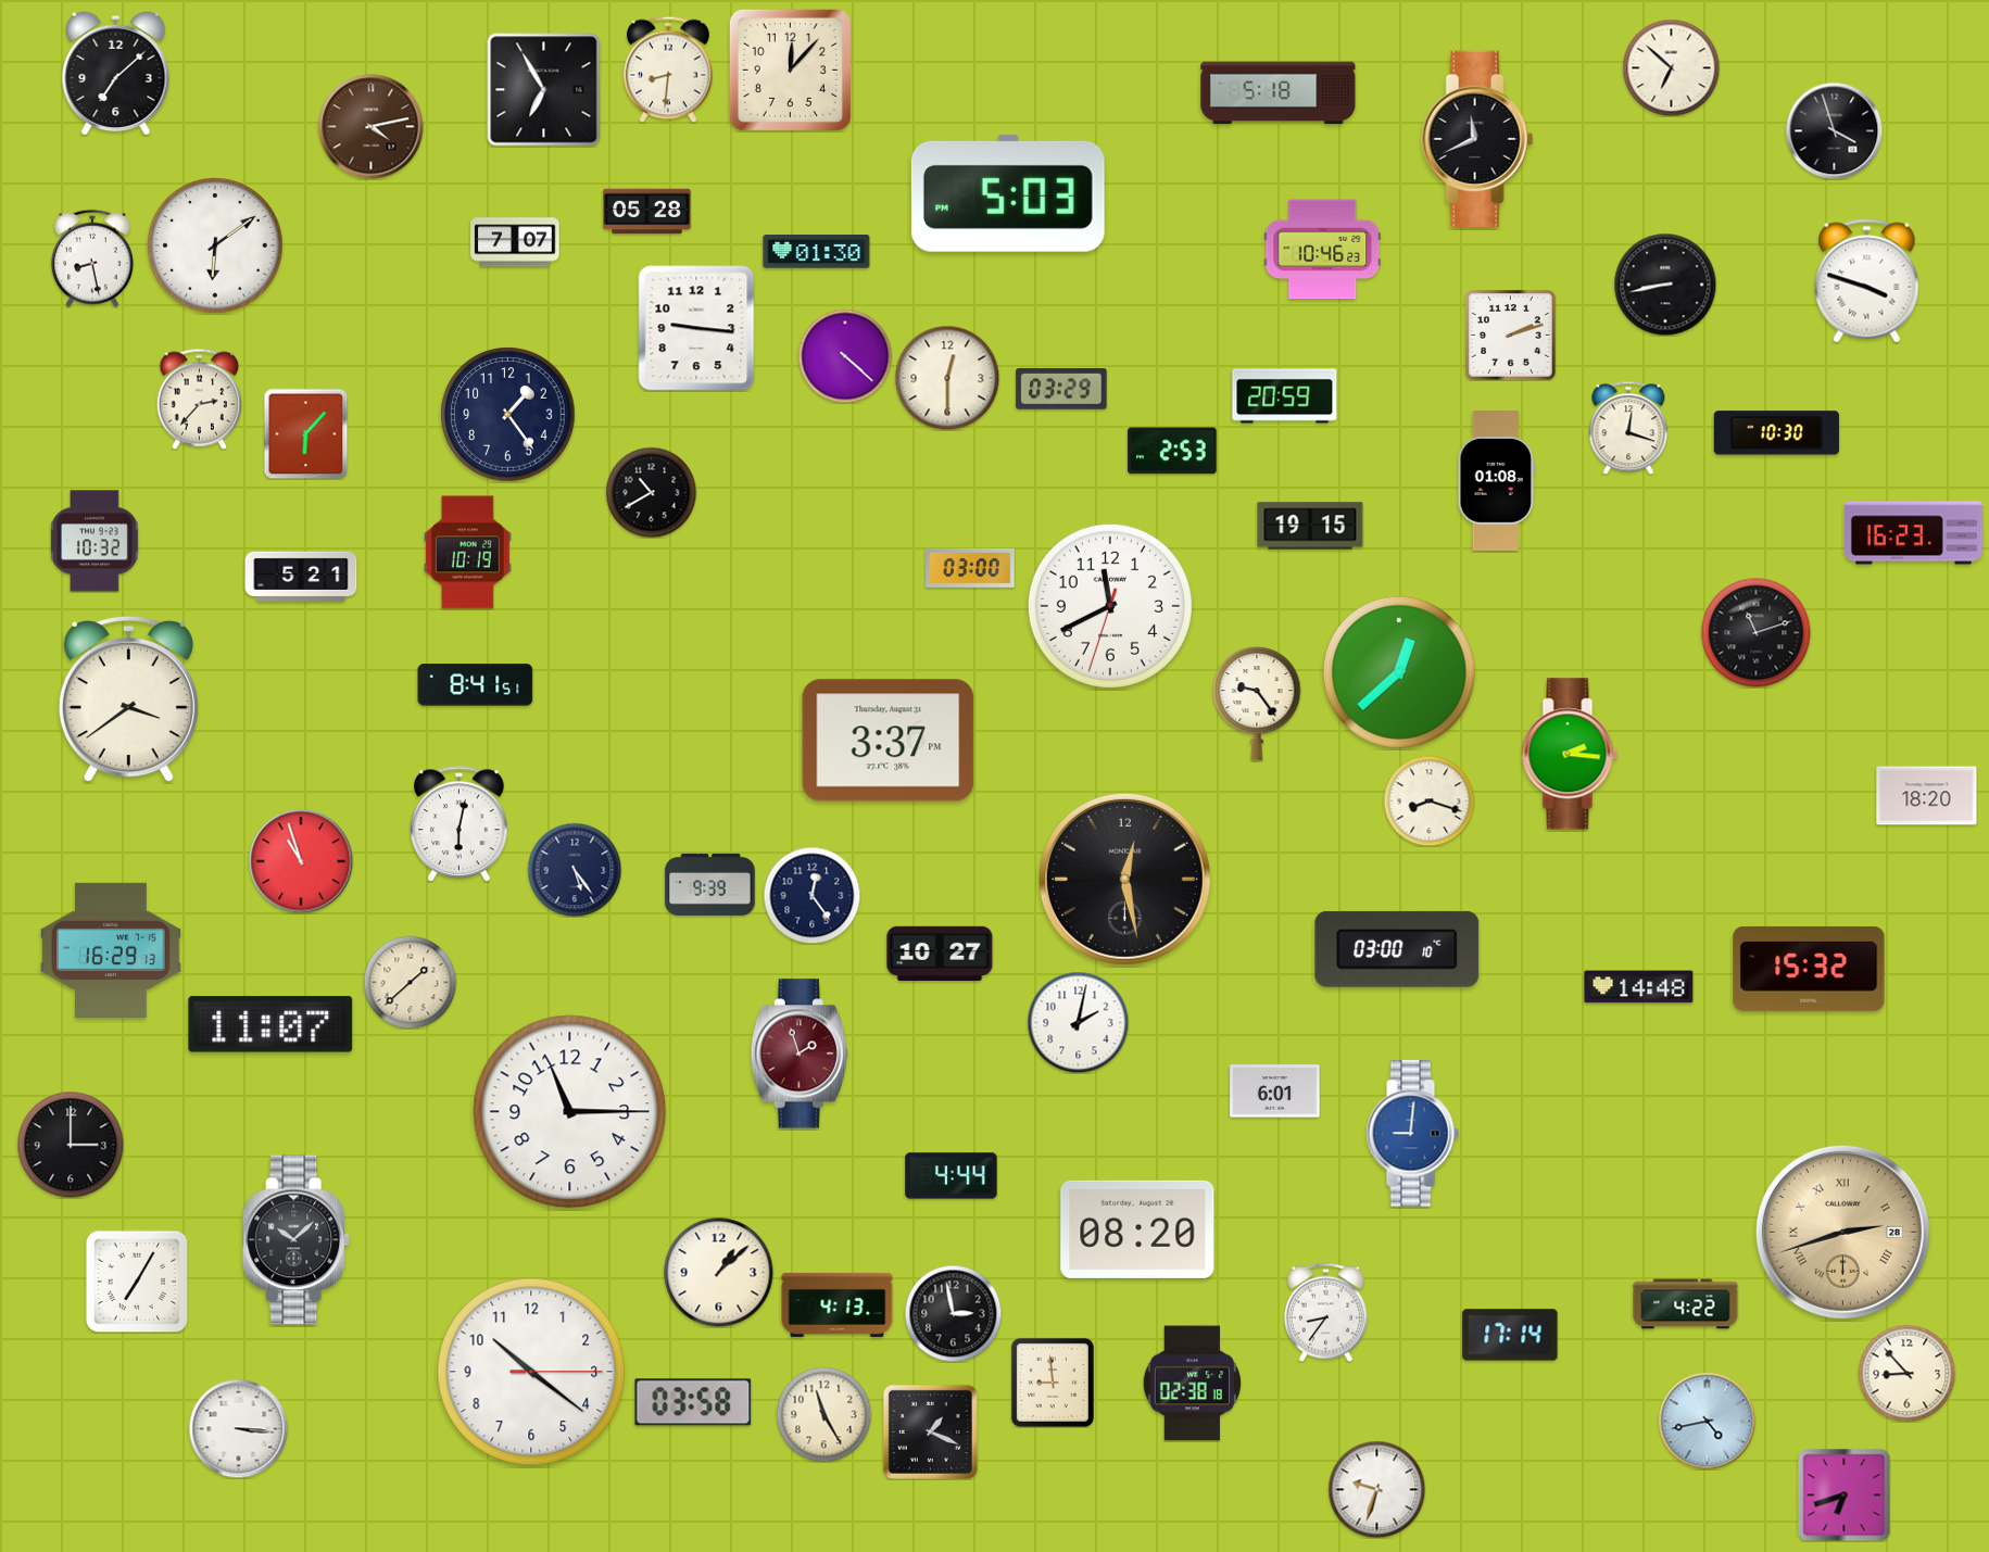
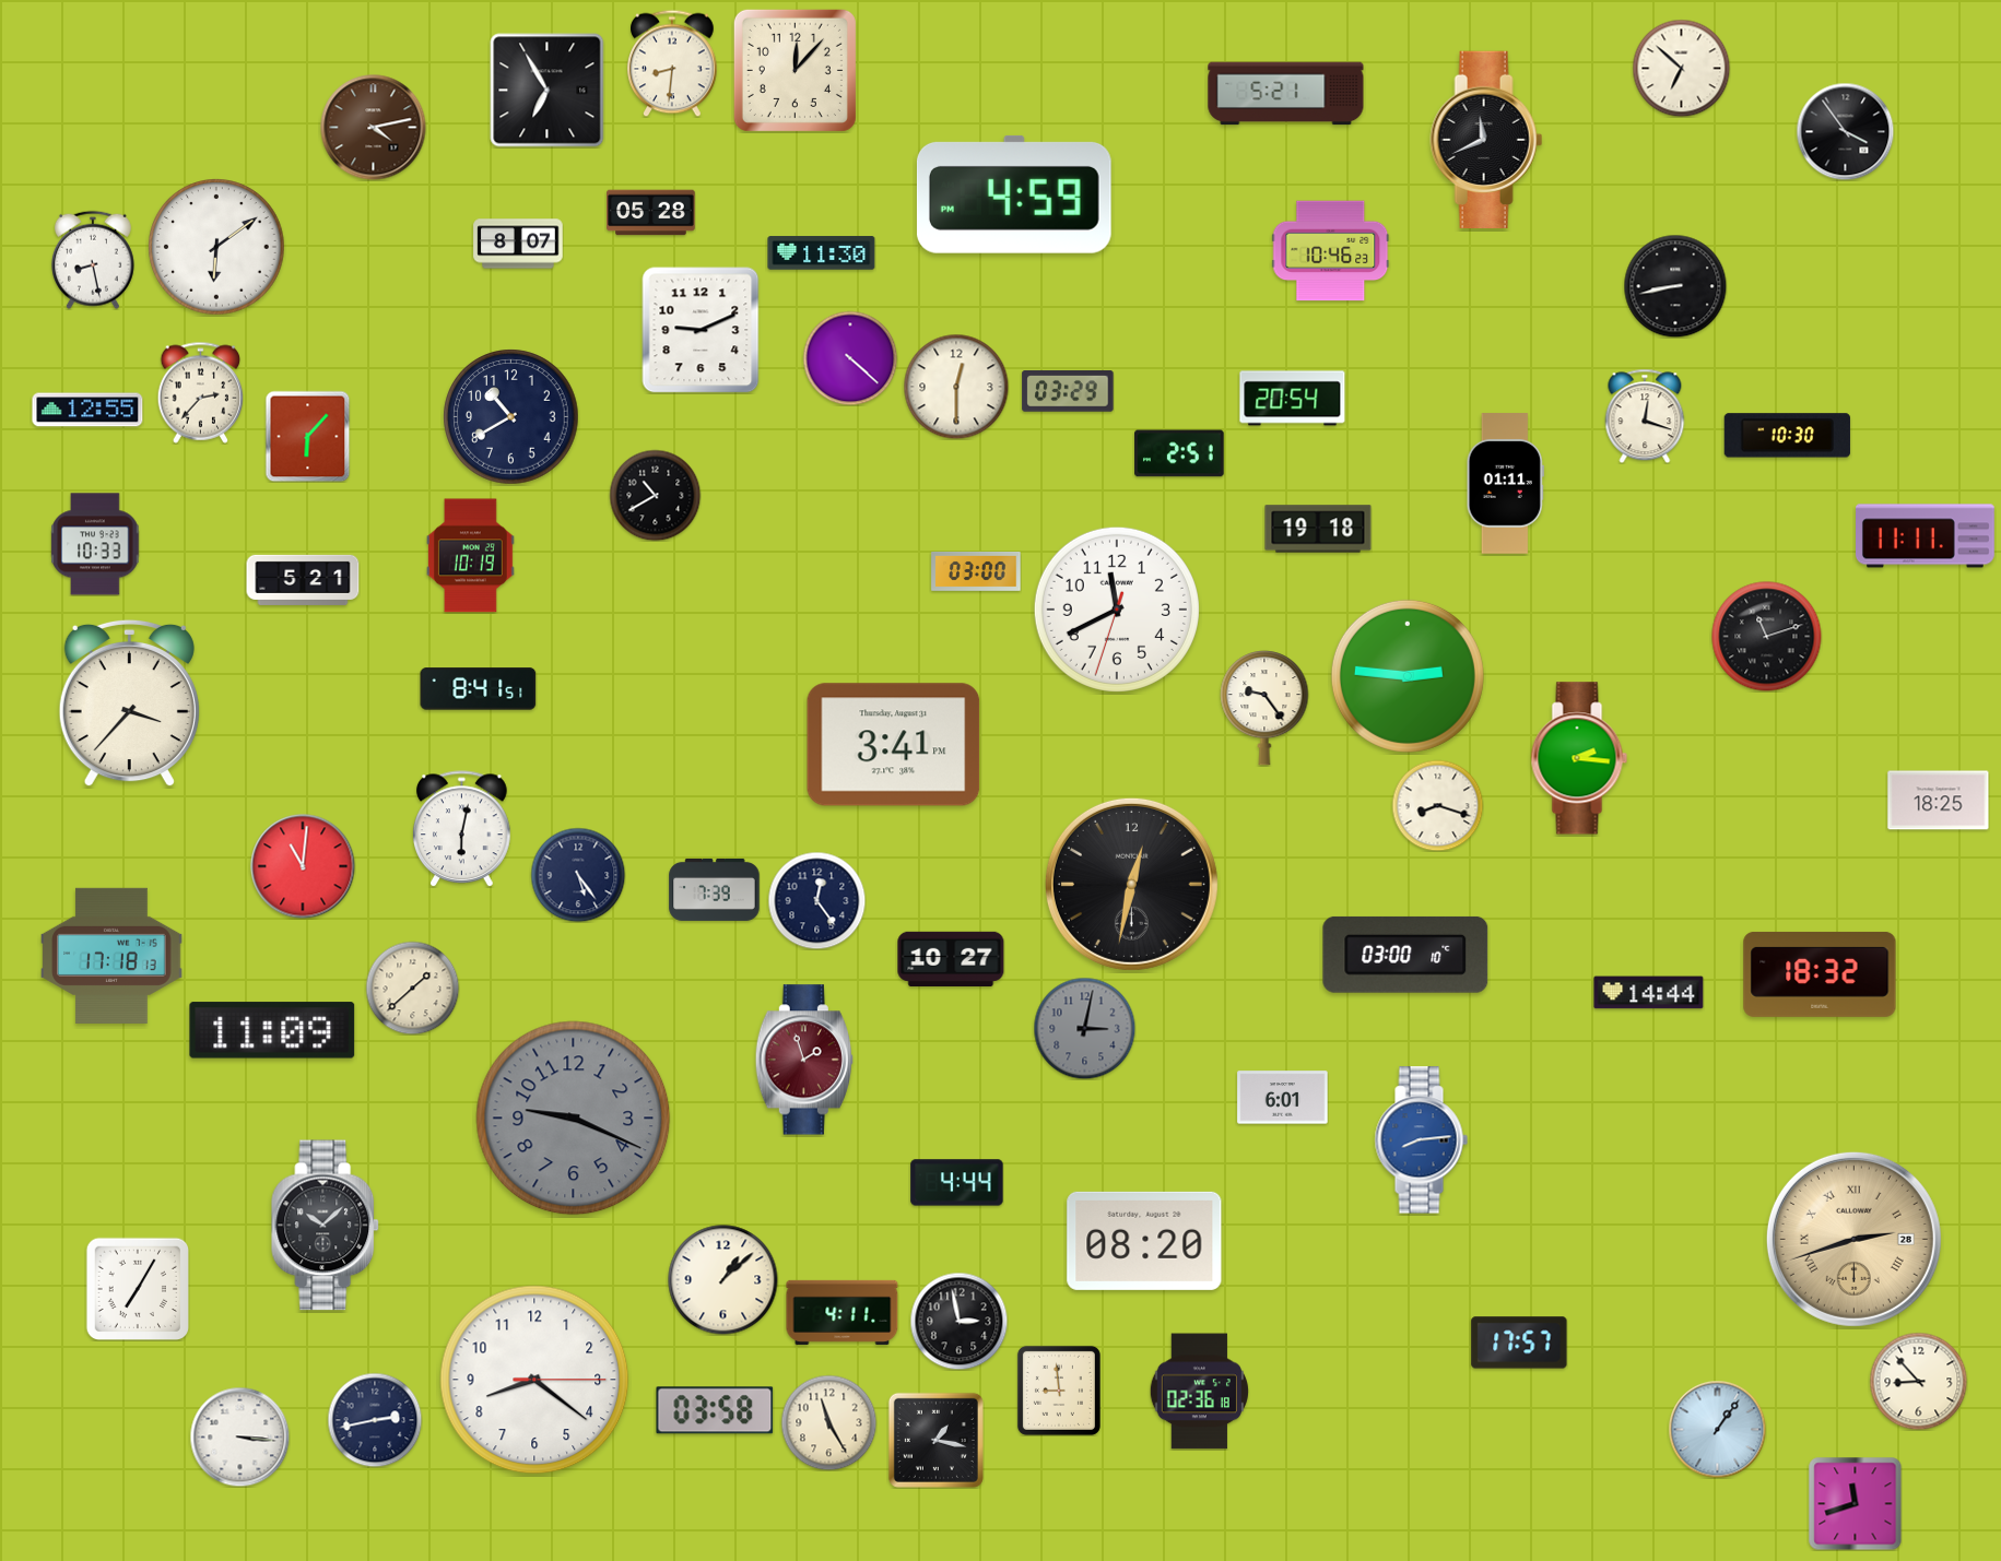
clock at (668, 70) position: (668, 70) -> (672, 63)
clock at (116, 73): 7:08 -> none
clock at (1279, 93): 5:18 -> 5:21
clock at (1834, 130): 3:57 -> 3:54
clock at (1008, 193): 5:03 -> 4:59
clock at (515, 242): 7:07 -> 8:07
clock at (817, 252): 01:30 -> 11:30
clock at (1867, 281): 3:48 -> none
clock at (696, 328): 9:16 -> 9:11
clock at (1511, 336): 2:12 -> none
clock at (947, 378) position: (947, 378) -> (956, 387)
clock at (1285, 396): 20:59 -> 20:54
clock at (200, 399) position: (200, 399) -> (201, 392)
clock at (87, 410): none -> 12:55
clock at (508, 415): 1:24 -> 10:40
clock at (1628, 428) position: (1628, 428) -> (1645, 416)
clock at (1172, 451): 2:53 -> 2:51
clock at (1496, 481): 01:08 -> 01:11
clock at (1310, 526): 19:15 -> 19:18
clock at (1914, 533): 16:23 -> 11:11
clock at (95, 541): 10:32 -> 10:33
clock at (1399, 672): 12:38 -> 2:46
clock at (128, 699): 3:39 -> 3:37
clock at (889, 741): 3:37 -> 3:41
clock at (1927, 796): 18:20 -> 18:25
clock at (301, 861): 10:57 -> 11:01
clock at (1124, 879): 12:28 -> 12:32
clock at (710, 884): 9:39 -> 7:39
clock at (111, 950): 16:29 -> 17:18
clock at (940, 952) position: (940, 952) -> (951, 958)
clock at (1809, 969): 15:32 -> 18:32
clock at (1639, 987): 14:48 -> 14:44
clock at (1078, 1022): 2:02 -> 3:02
clock at (1078, 1022) dial: white -> grey
clock at (270, 1024): 11:07 -> 11:09
clock at (570, 1112): 11:15 -> 9:19
clock at (570, 1112) dial: white -> grey
clock at (1412, 1134): 9:01 -> 8:14
clock at (71, 1145): 3:00 -> none
clock at (1137, 1229) position: (1137, 1229) -> (1144, 1241)
clock at (297, 1240) position: (297, 1240) -> (326, 1226)
clock at (838, 1304): 4:13 -> 4:11
clock at (1686, 1304): 4:22 -> none
clock at (1325, 1312): 8:36 -> none
clock at (1510, 1335): 17:14 -> 17:57
clock at (531, 1372): 10:21 -> 8:21
clock at (1192, 1384): 02:38 -> 02:36
clock at (693, 1402) position: (693, 1402) -> (715, 1410)
clock at (375, 1420): none -> 2:43
clock at (1707, 1421): 4:43 -> 1:06
clock at (930, 1431): 1:19 -> 1:17
clock at (1376, 1489): 9:33 -> none
clock at (1843, 1494): 6:42 -> 11:42
